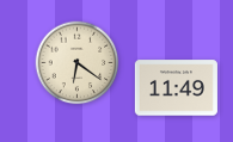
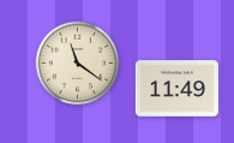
clock at (78, 63): 6:21 -> 11:21
